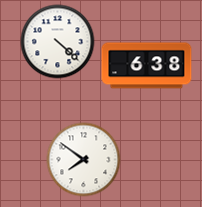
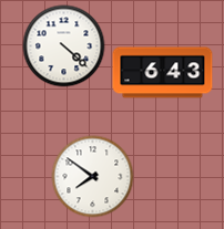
clock at (147, 66): 6:38 -> 6:43
